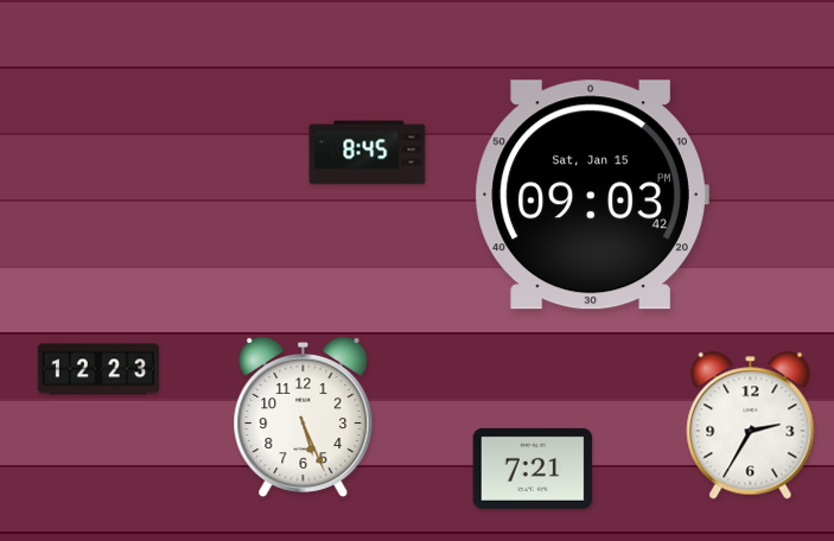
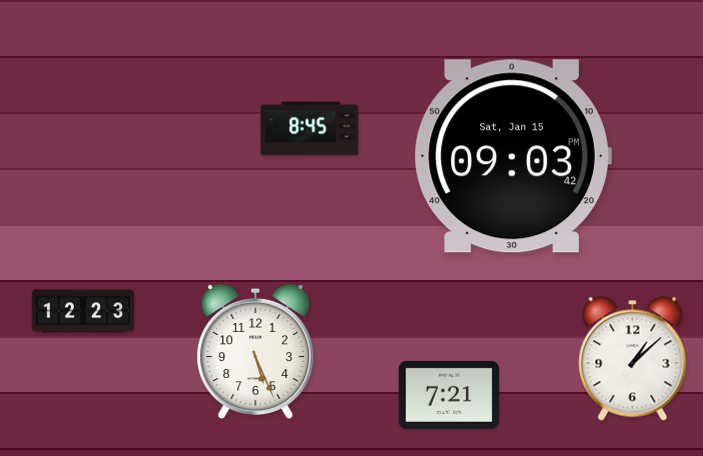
clock at (592, 195) position: (592, 195) -> (513, 156)
clock at (751, 426): 2:35 -> 1:08
